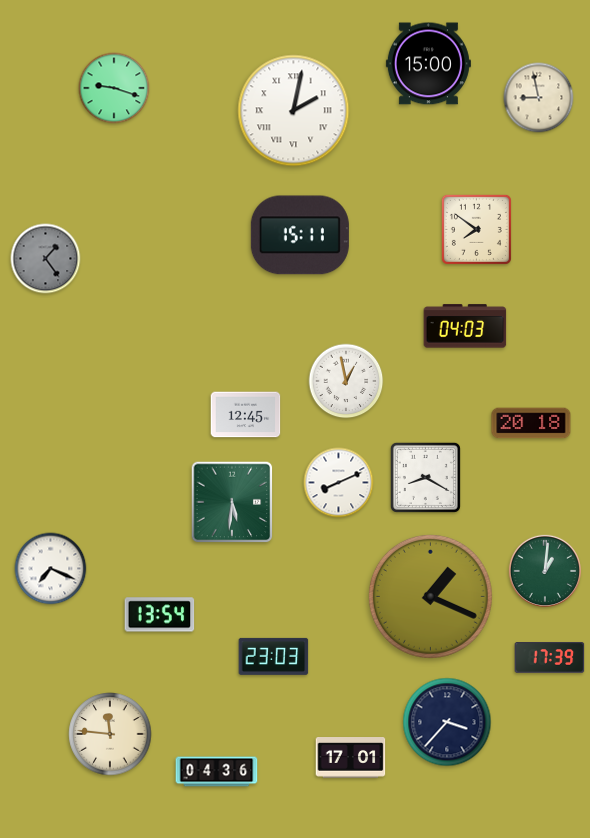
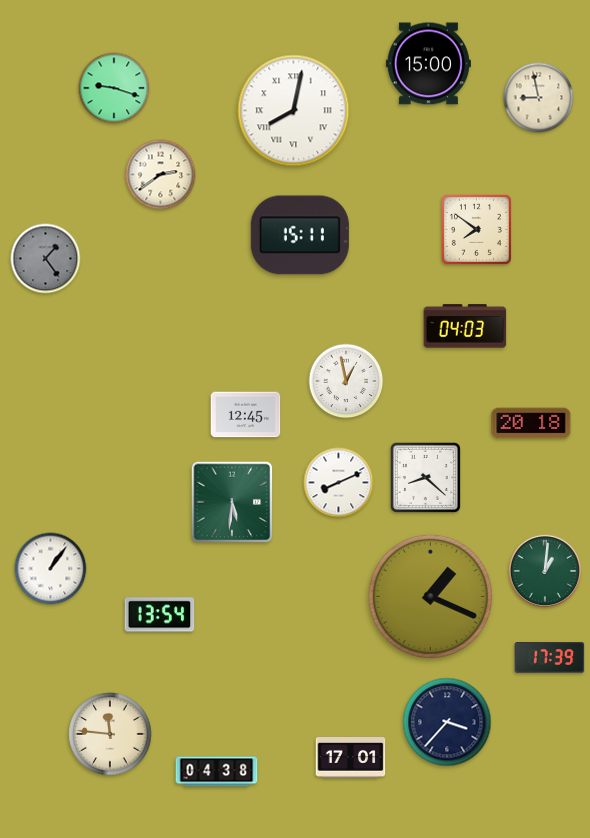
clock at (294, 111): 2:02 -> 8:02
clock at (161, 175): none -> 2:39
clock at (425, 477): 8:20 -> 8:22
clock at (51, 569): 7:19 -> 1:06
clock at (274, 656): 23:03 -> none
clock at (217, 772): 04:36 -> 04:38
